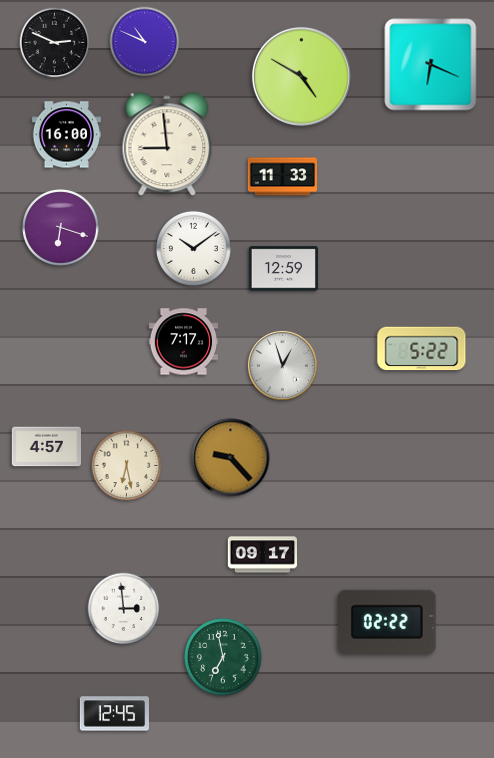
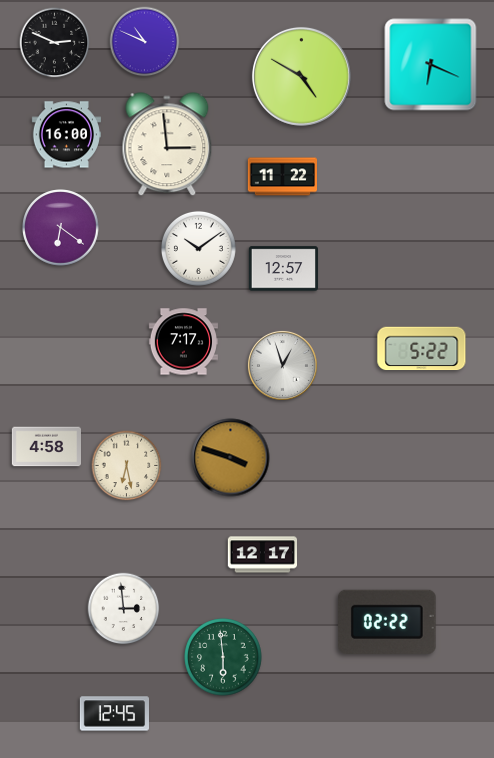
clock at (167, 145): 8:59 -> 2:59
clock at (282, 177): 11:33 -> 11:22
clock at (61, 228): 6:18 -> 6:21
clock at (193, 248) position: (193, 248) -> (198, 248)
clock at (283, 269): 12:59 -> 12:57
clock at (46, 447): 4:57 -> 4:58
clock at (231, 458): 9:23 -> 3:48
clock at (262, 555): 09:17 -> 12:17
clock at (223, 657): 6:58 -> 5:59
